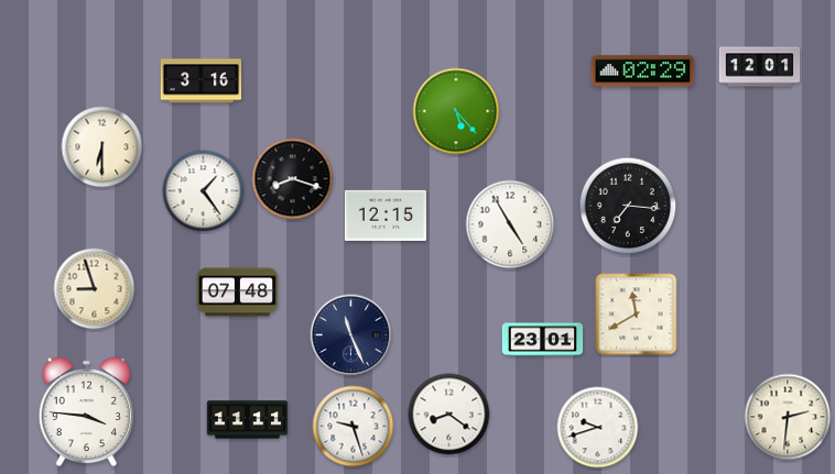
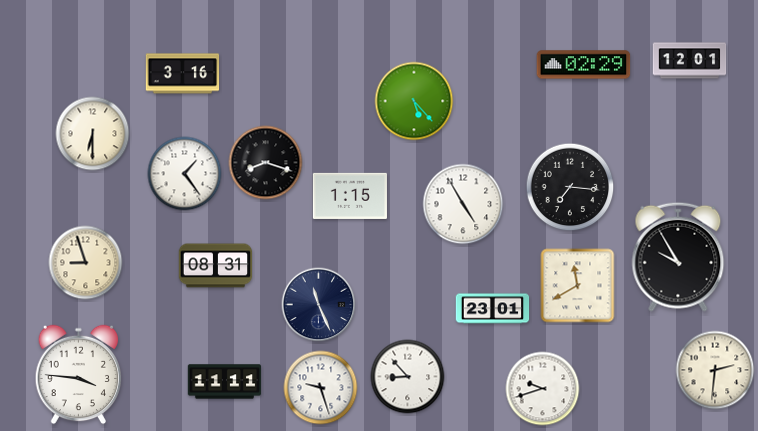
clock at (386, 216): 12:15 -> 1:15
clock at (678, 257): none -> 9:55
clock at (238, 293): 07:48 -> 08:31
clock at (449, 415): 8:21 -> 8:53
clock at (788, 417) position: (788, 417) -> (715, 370)
